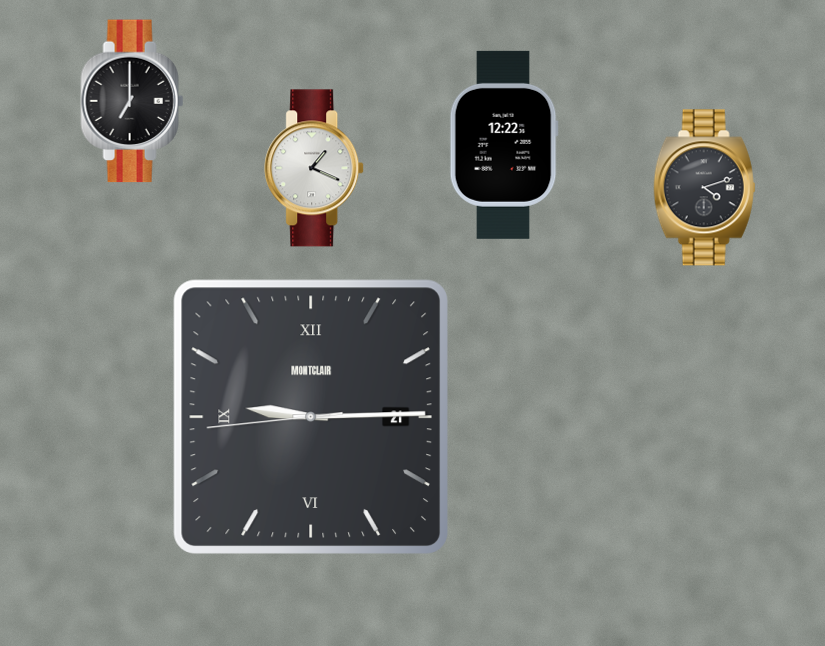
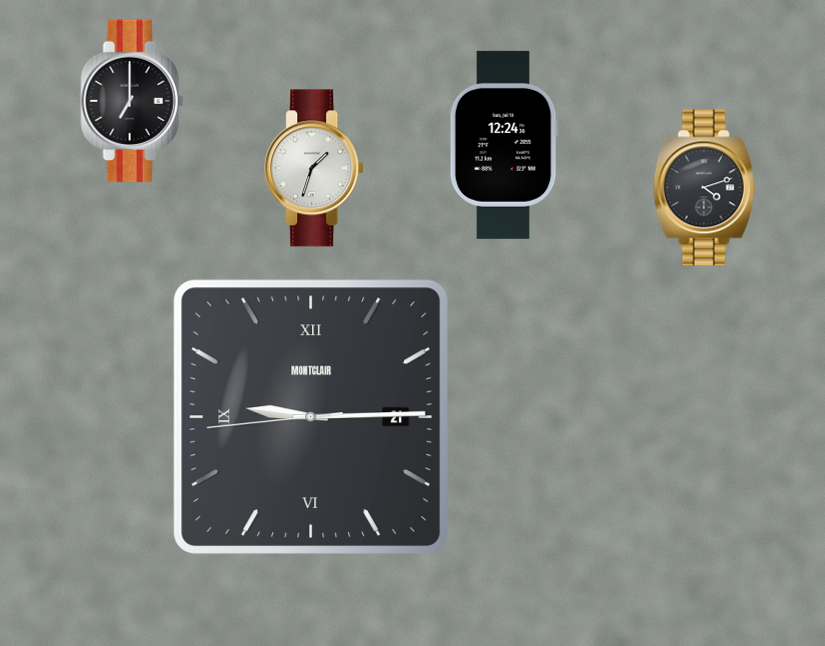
clock at (504, 145): 12:22 -> 12:24
clock at (315, 168): 1:19 -> 1:33
